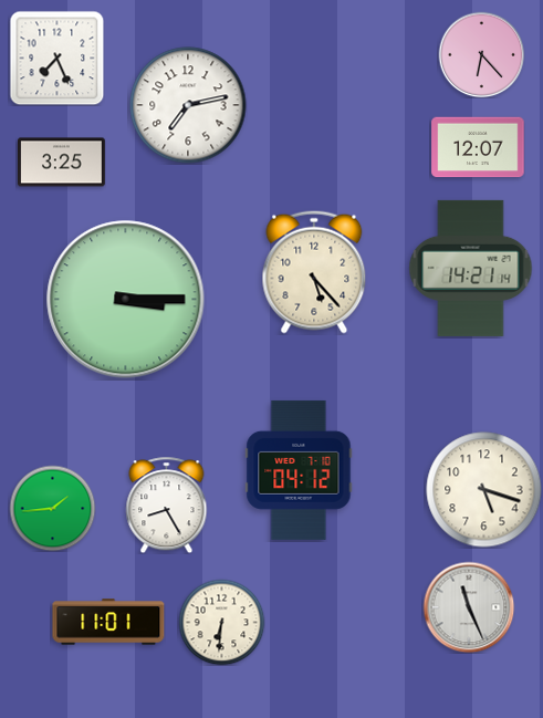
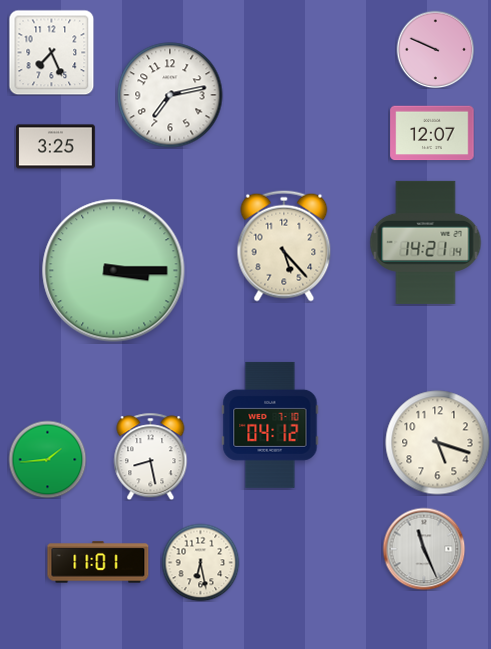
clock at (481, 54): 6:23 -> 9:49
clock at (167, 504): 8:25 -> 8:28
clock at (221, 622): 6:31 -> 6:28
